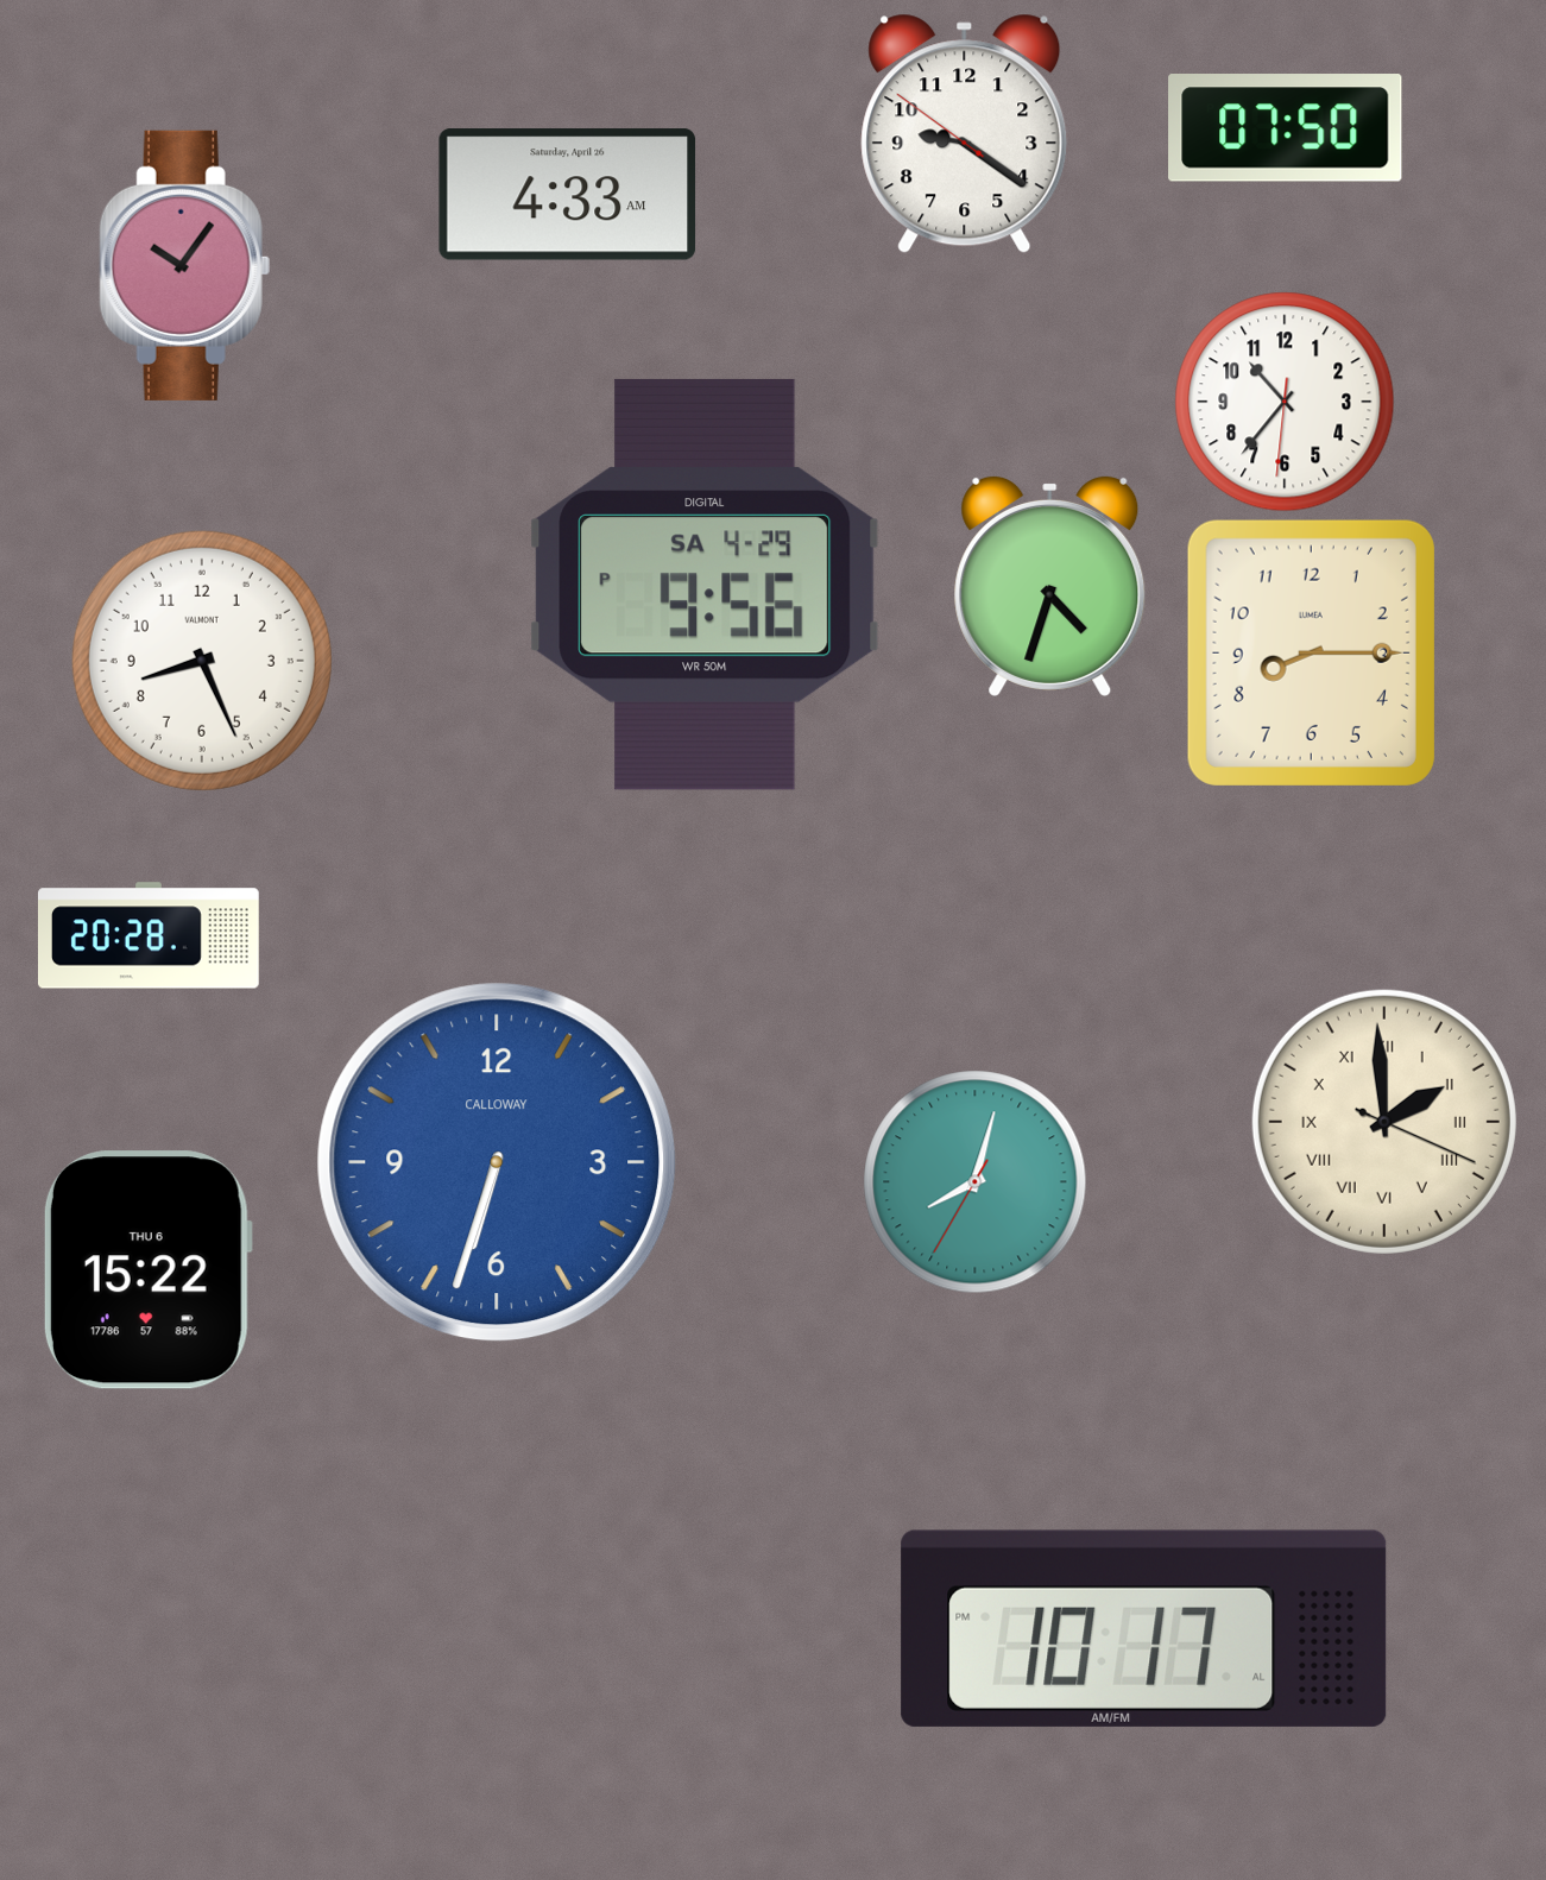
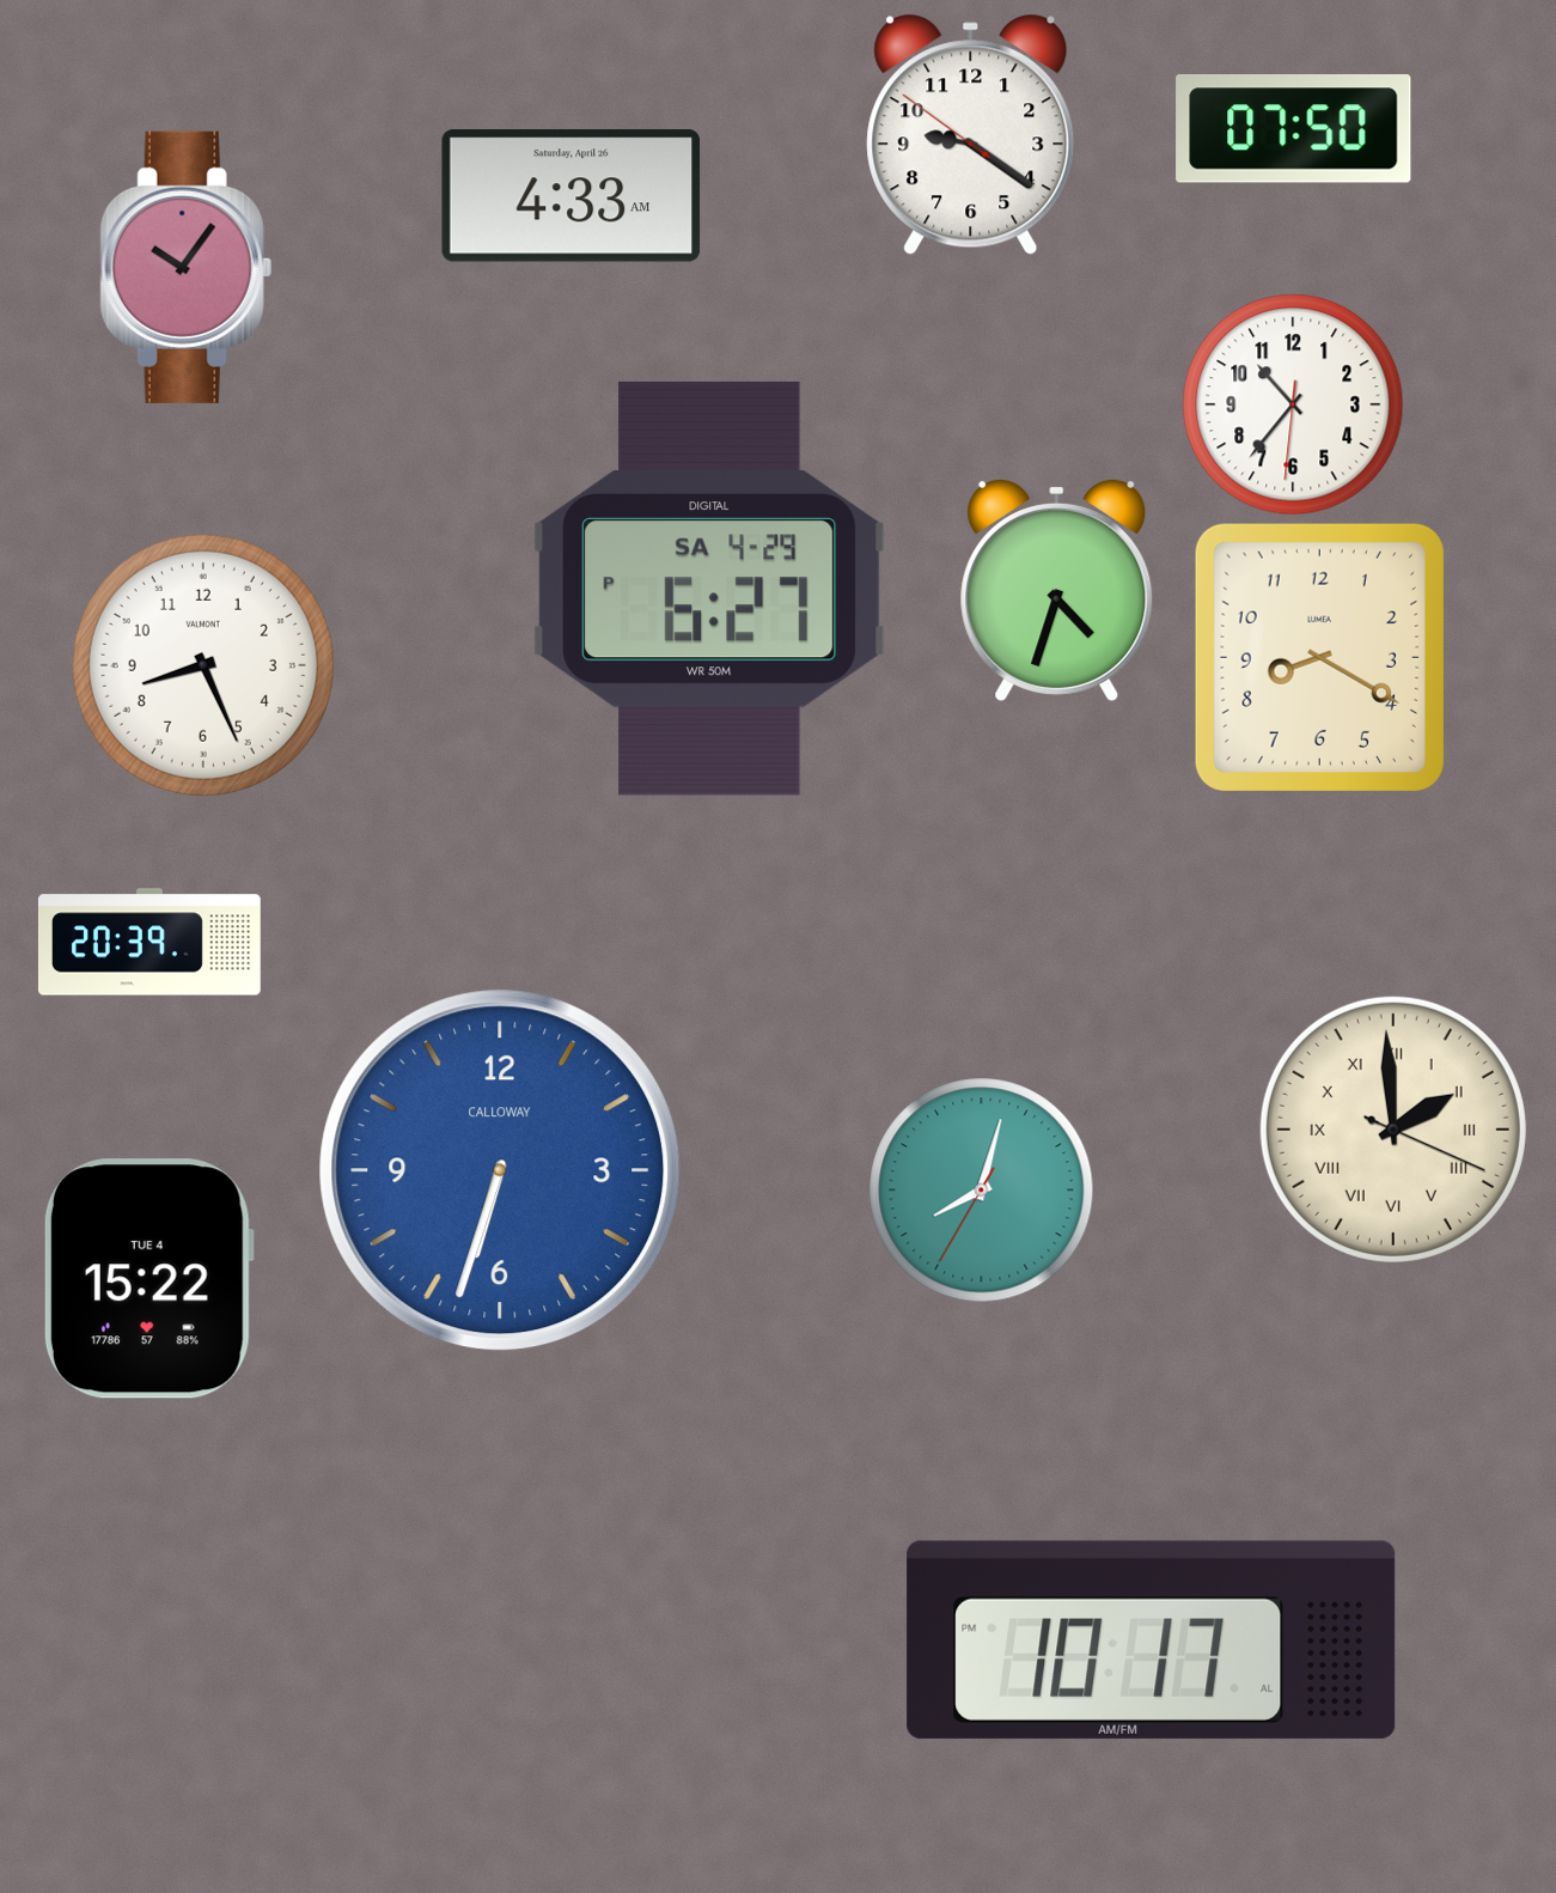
clock at (705, 585): 9:56 -> 6:27
clock at (1311, 652): 8:15 -> 8:20
clock at (149, 935): 20:28 -> 20:39
clock at (147, 1270) date: THU 6 -> TUE 4
